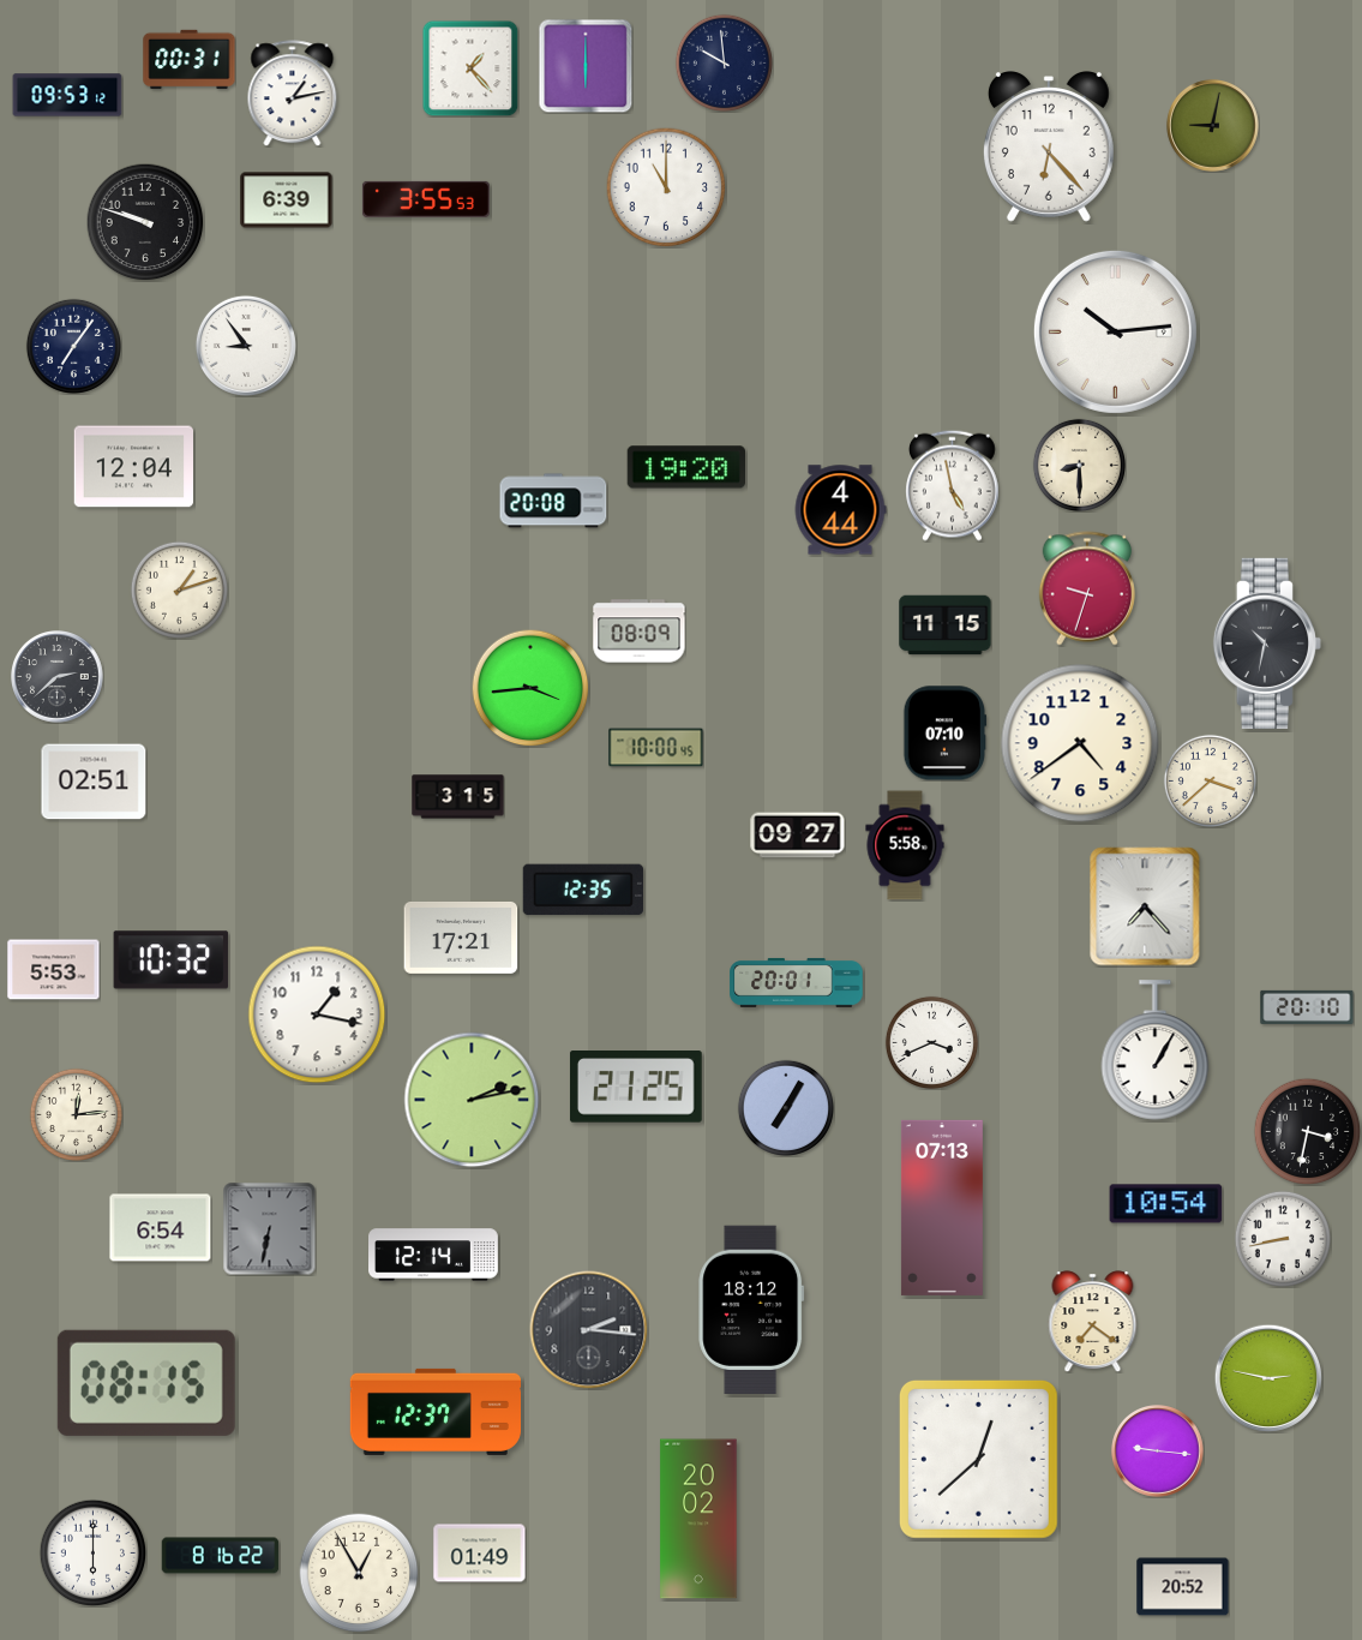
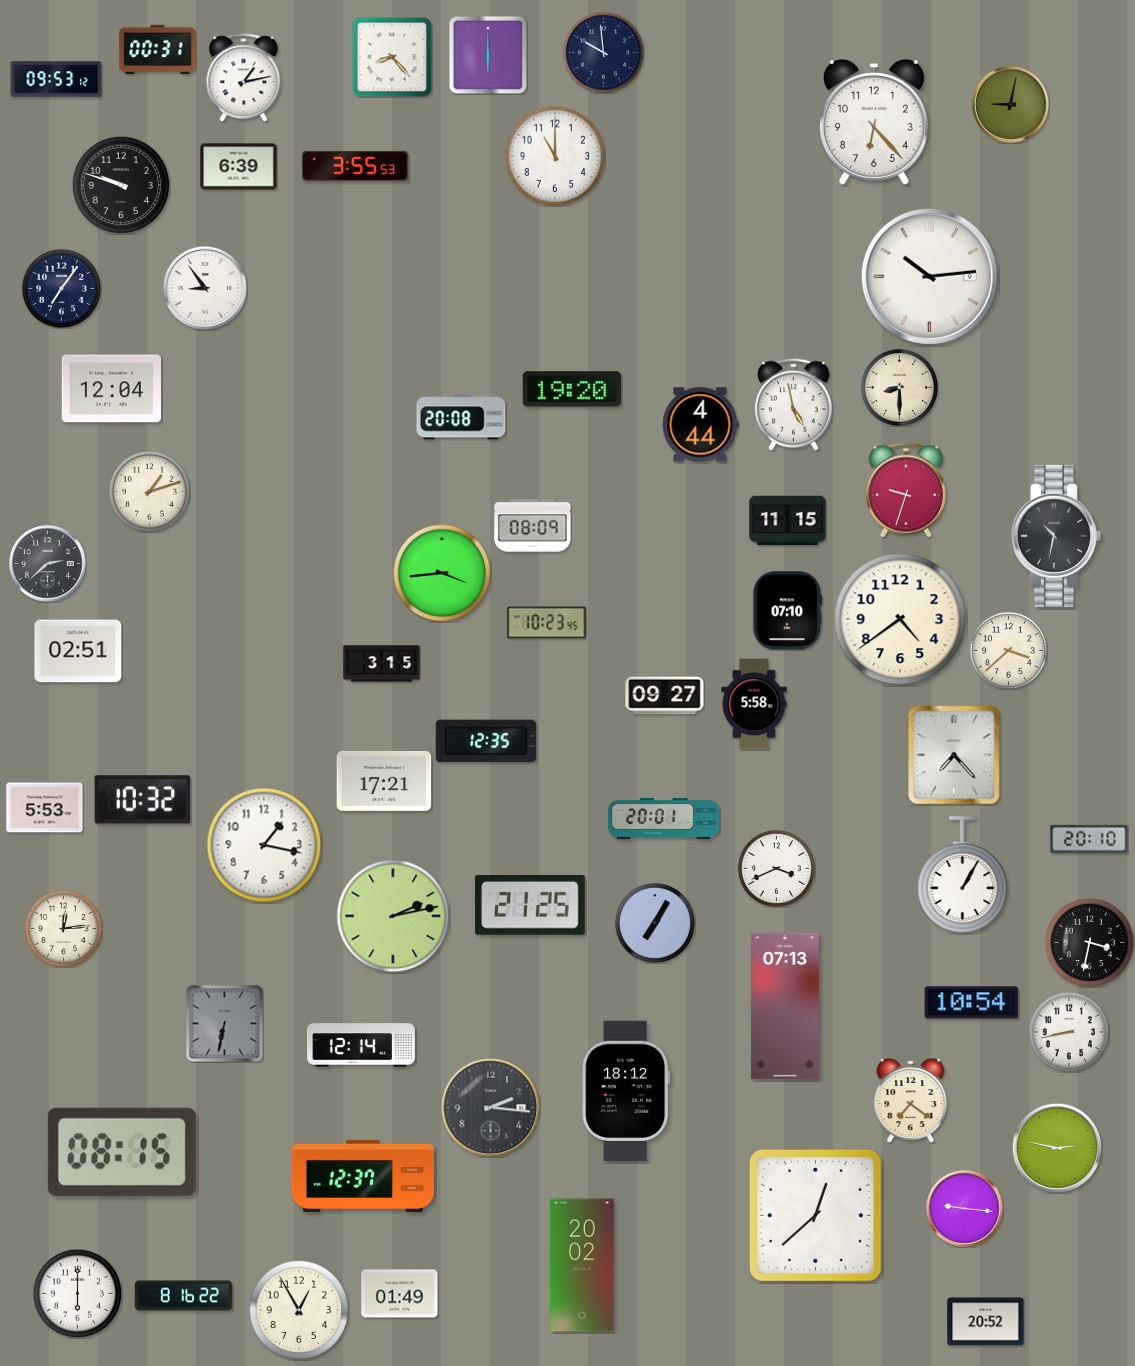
clock at (470, 68): 1:23 -> 8:23
clock at (656, 748): 10:00 -> 10:23
clock at (161, 1228): 6:54 -> none
